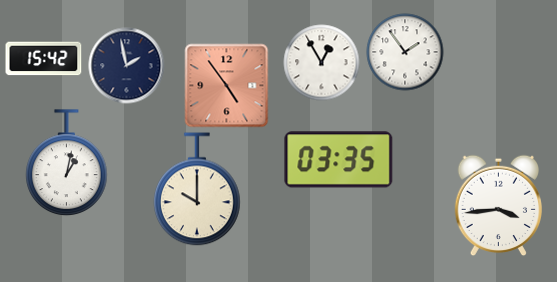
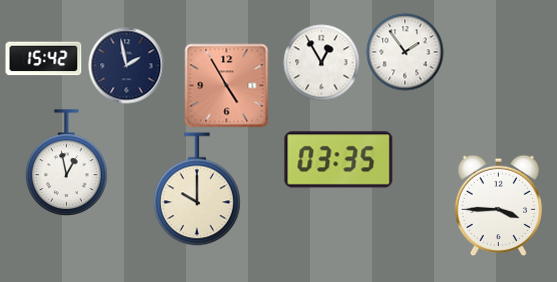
clock at (227, 86): 4:54 -> 4:55
clock at (67, 163): 1:02 -> 12:58
clock at (498, 206): 3:44 -> 3:45
